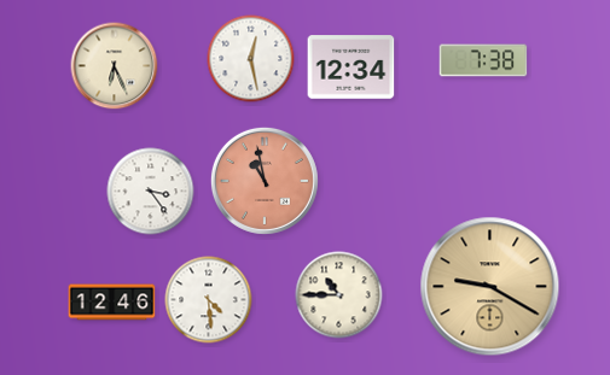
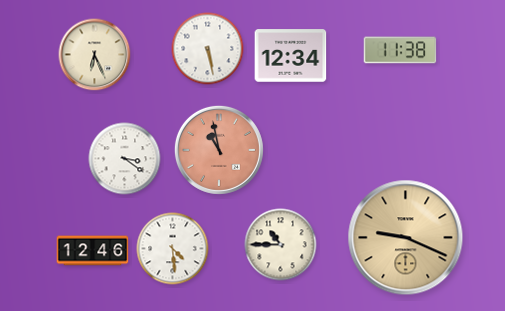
clock at (251, 59): 12:28 -> 5:28
clock at (483, 60): 7:38 -> 11:38
clock at (151, 192): 3:24 -> 3:21
clock at (490, 287): 9:20 -> 9:19
